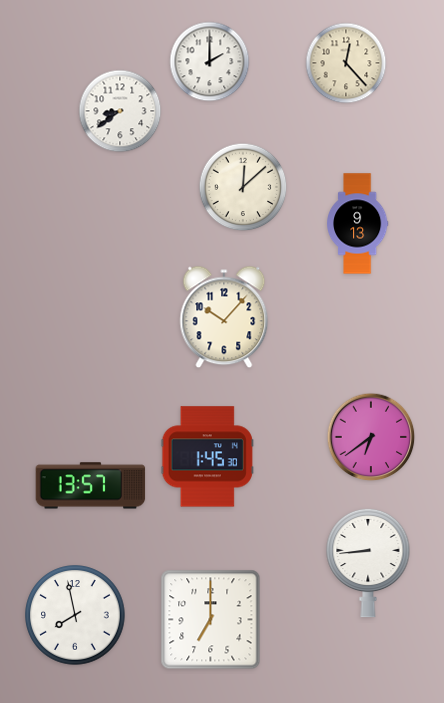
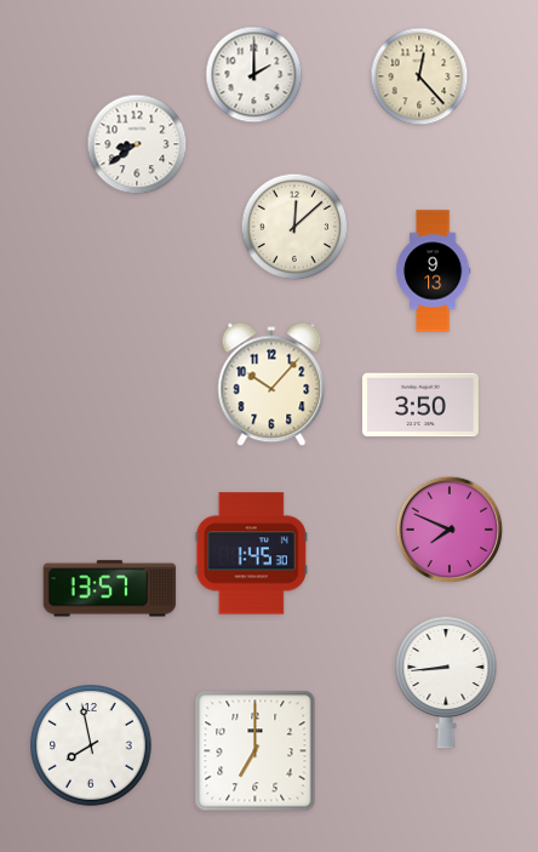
clock at (120, 111) position: (120, 111) -> (137, 144)
clock at (420, 405): none -> 3:50
clock at (371, 437): 6:39 -> 7:49
